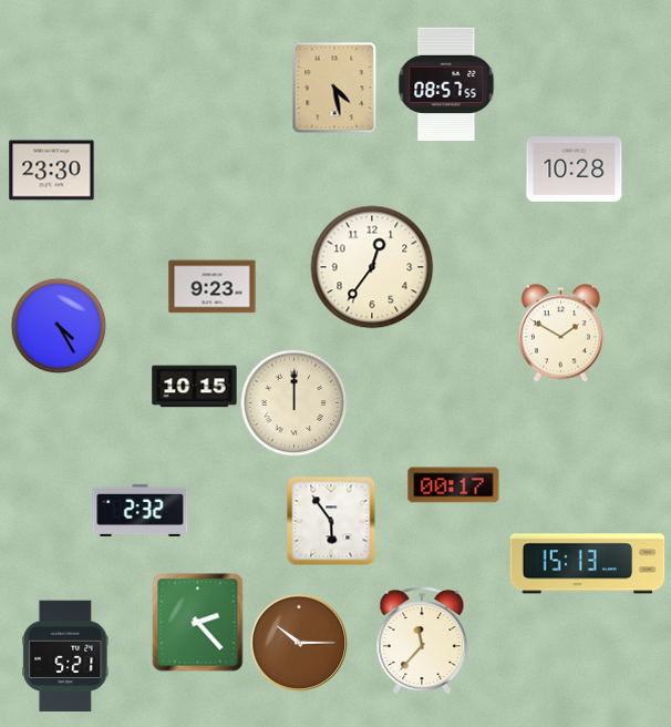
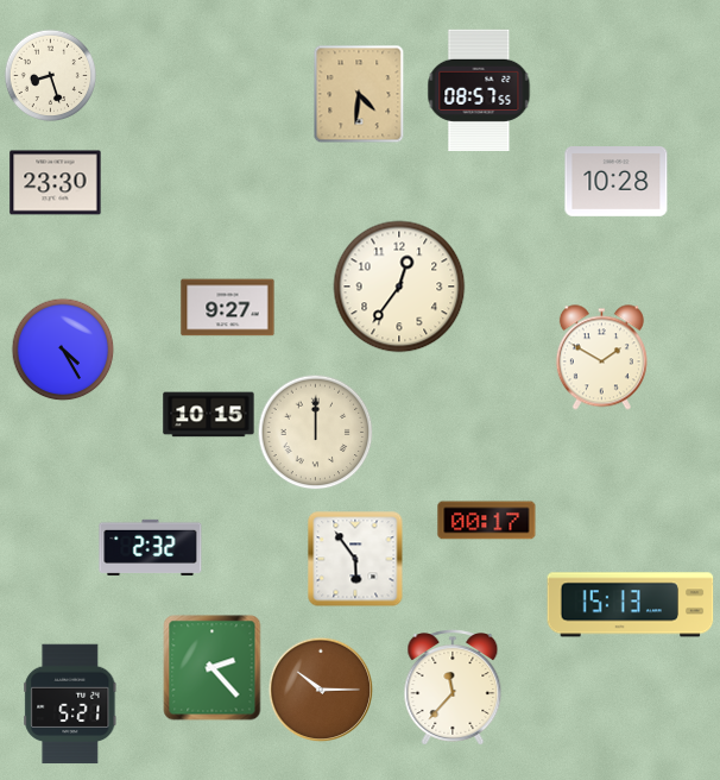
clock at (50, 75): none -> 8:27
clock at (334, 88): 4:28 -> 4:31
clock at (213, 287): 9:23 -> 9:27
